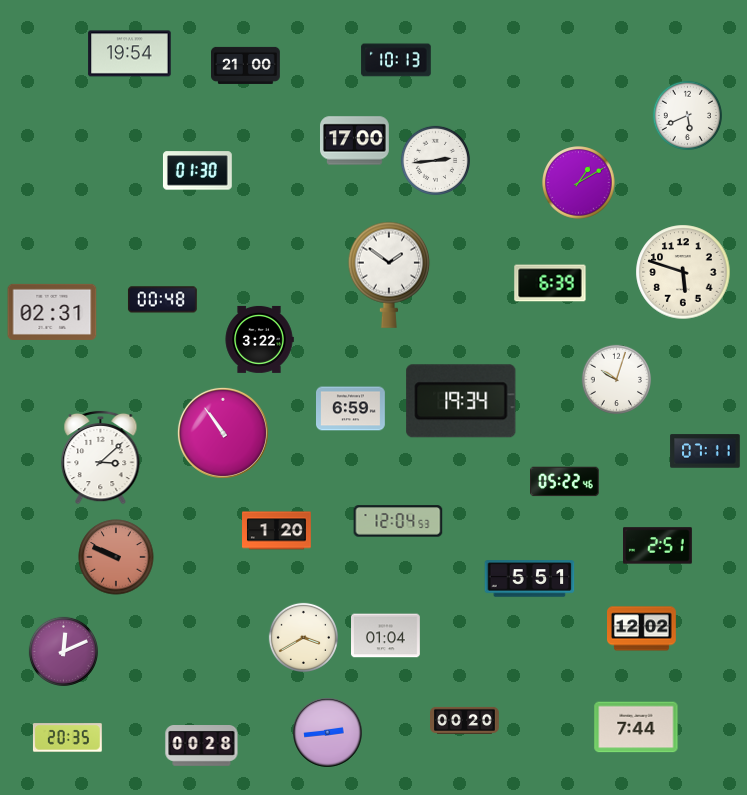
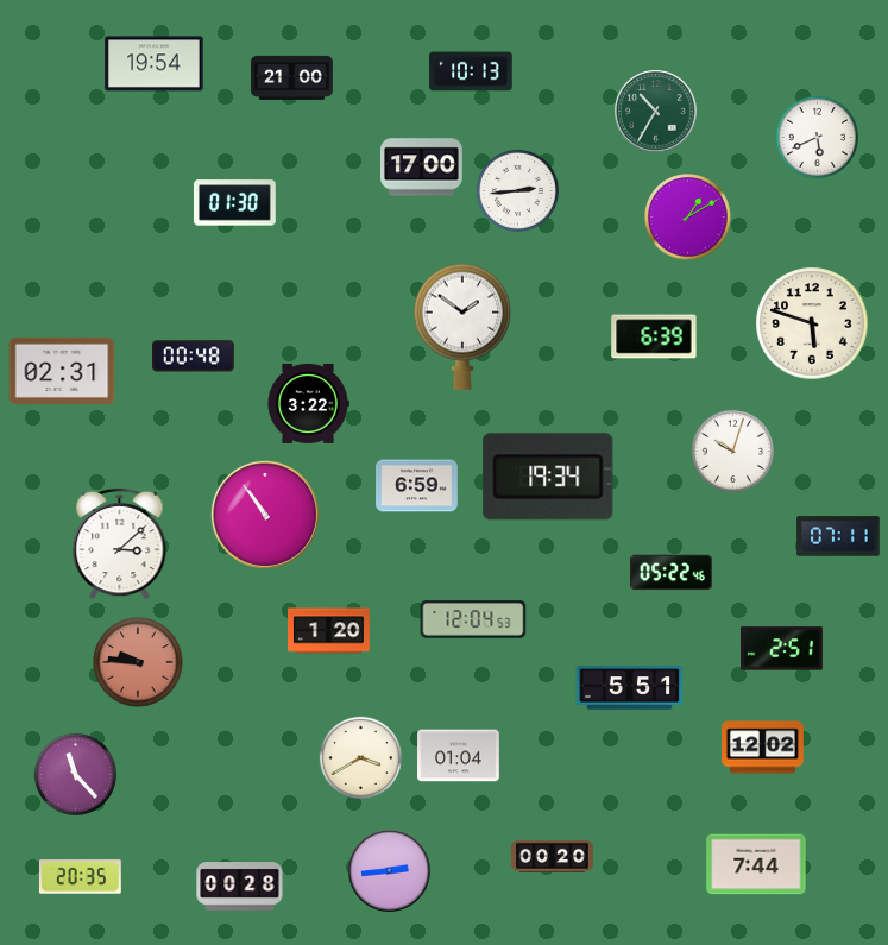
clock at (656, 112): none -> 10:35
clock at (116, 557): 9:49 -> 9:46
clock at (63, 651): 12:11 -> 11:23
